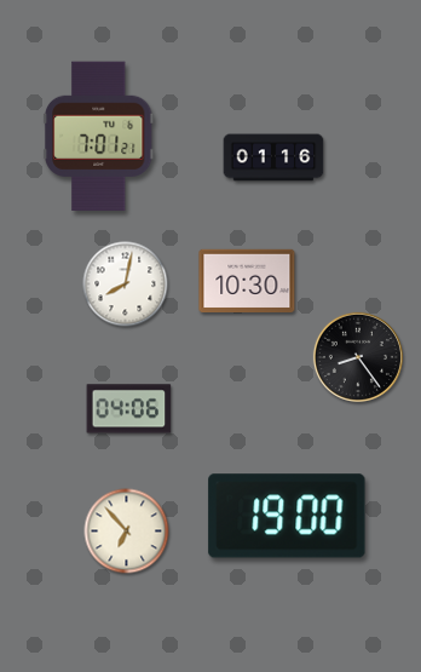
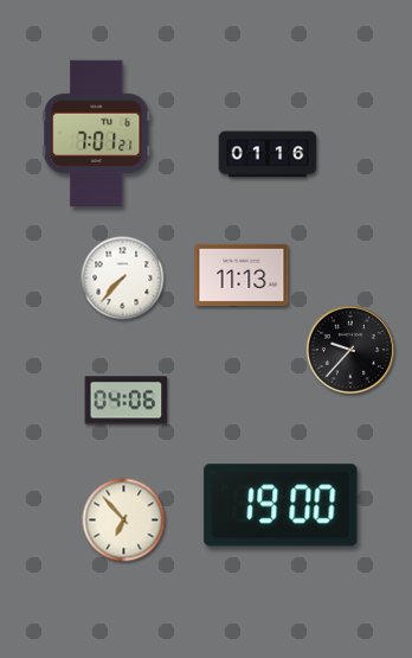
clock at (247, 280): 10:30 -> 11:13
clock at (126, 285): 8:02 -> 7:37
clock at (358, 357): 8:24 -> 9:37
